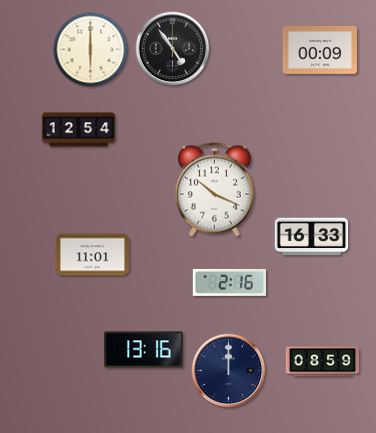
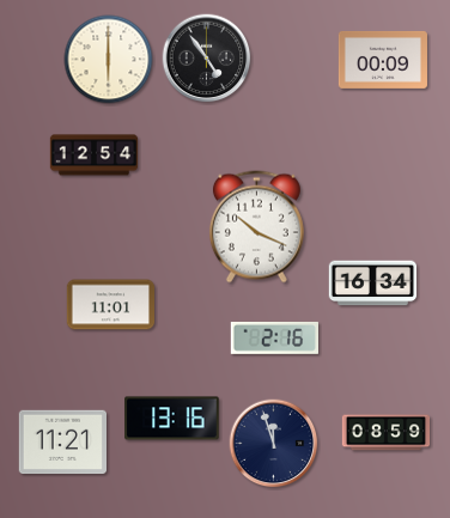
clock at (312, 237): 16:33 -> 16:34
clock at (62, 443): none -> 11:21
clock at (229, 371): 12:00 -> 11:57
